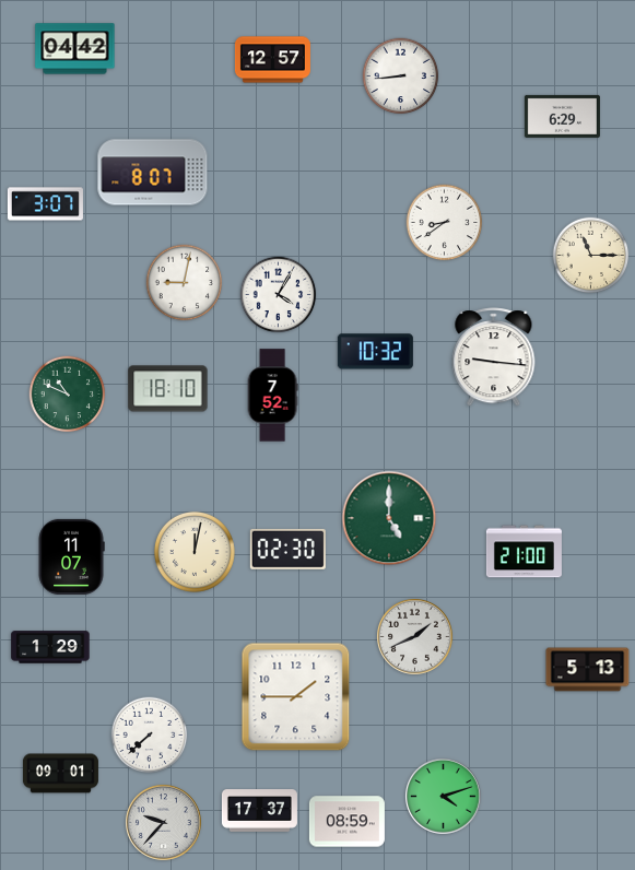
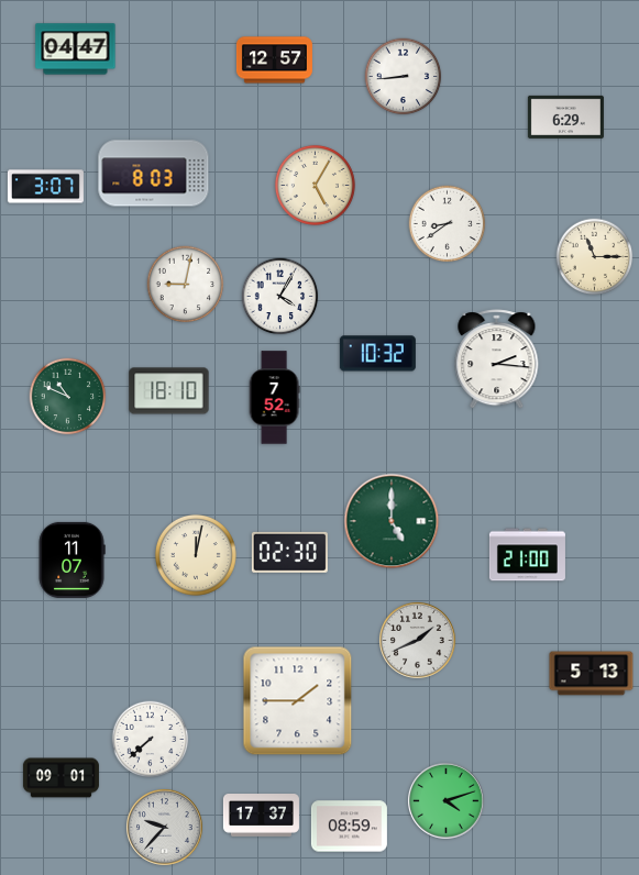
clock at (75, 49): 04:42 -> 04:47
clock at (153, 173): 8:07 -> 8:03
clock at (315, 185): none -> 5:05
clock at (45, 204) position: (45, 204) -> (45, 187)
clock at (494, 357): 9:16 -> 2:16
clock at (50, 647): 1:29 -> none
